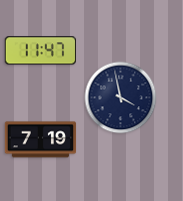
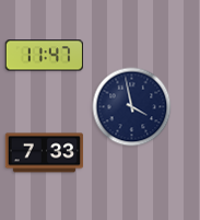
clock at (41, 140): 7:19 -> 7:33
